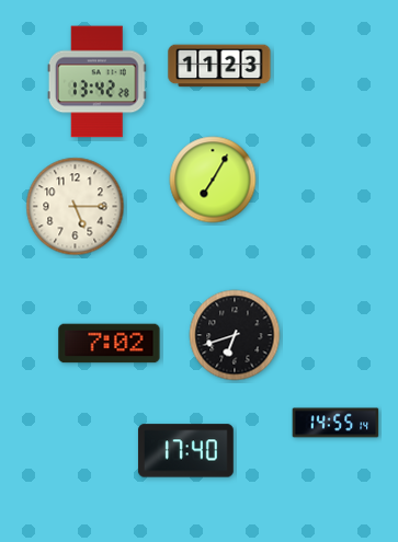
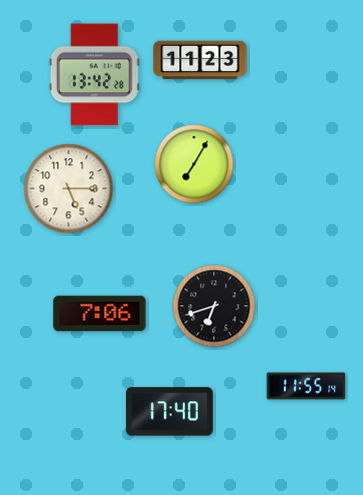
clock at (96, 82) position: (96, 82) -> (94, 75)
clock at (110, 344): 7:02 -> 7:06
clock at (336, 423): 14:55 -> 11:55
